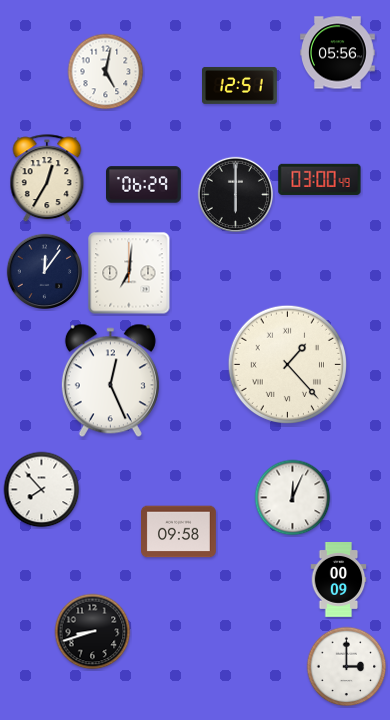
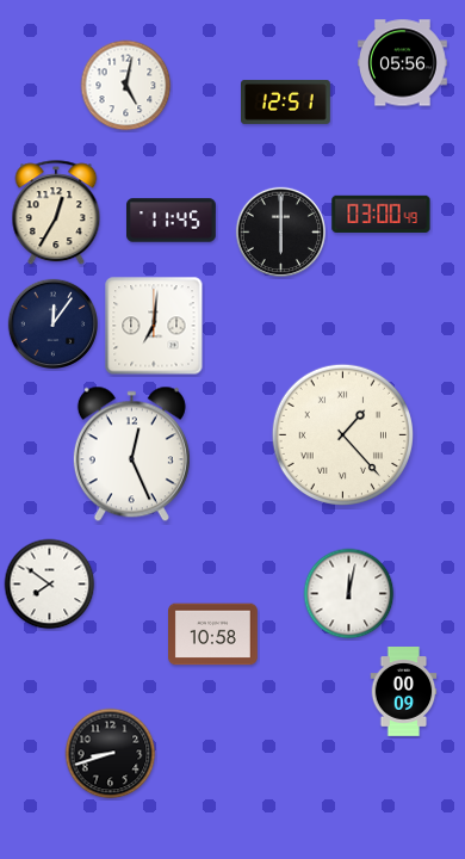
clock at (144, 185): 06:29 -> 11:45
clock at (42, 490): 7:53 -> 7:51
clock at (293, 498): 12:04 -> 12:02
clock at (179, 532): 09:58 -> 10:58
clock at (347, 667): 3:00 -> none
